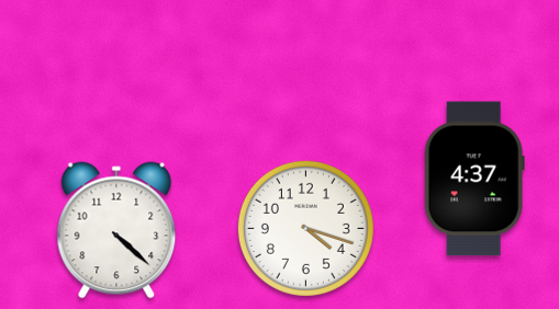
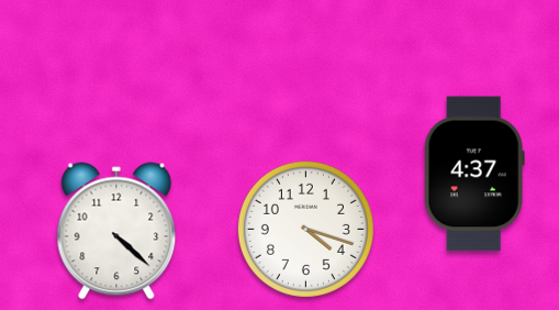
clock at (474, 179) position: (474, 179) -> (474, 174)
